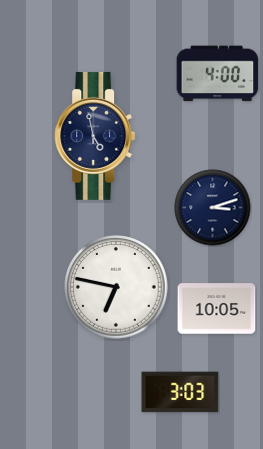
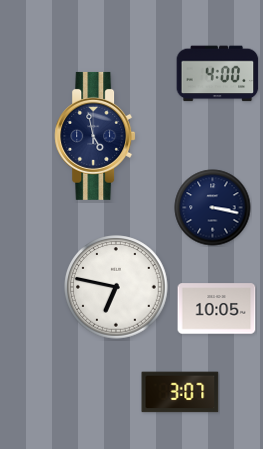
clock at (213, 208): 3:12 -> 3:17
clock at (180, 392): 3:03 -> 3:07
